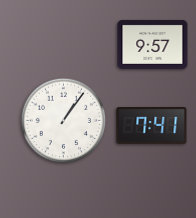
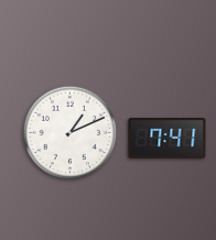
clock at (153, 44): 9:57 -> none
clock at (64, 121): 1:06 -> 1:11
